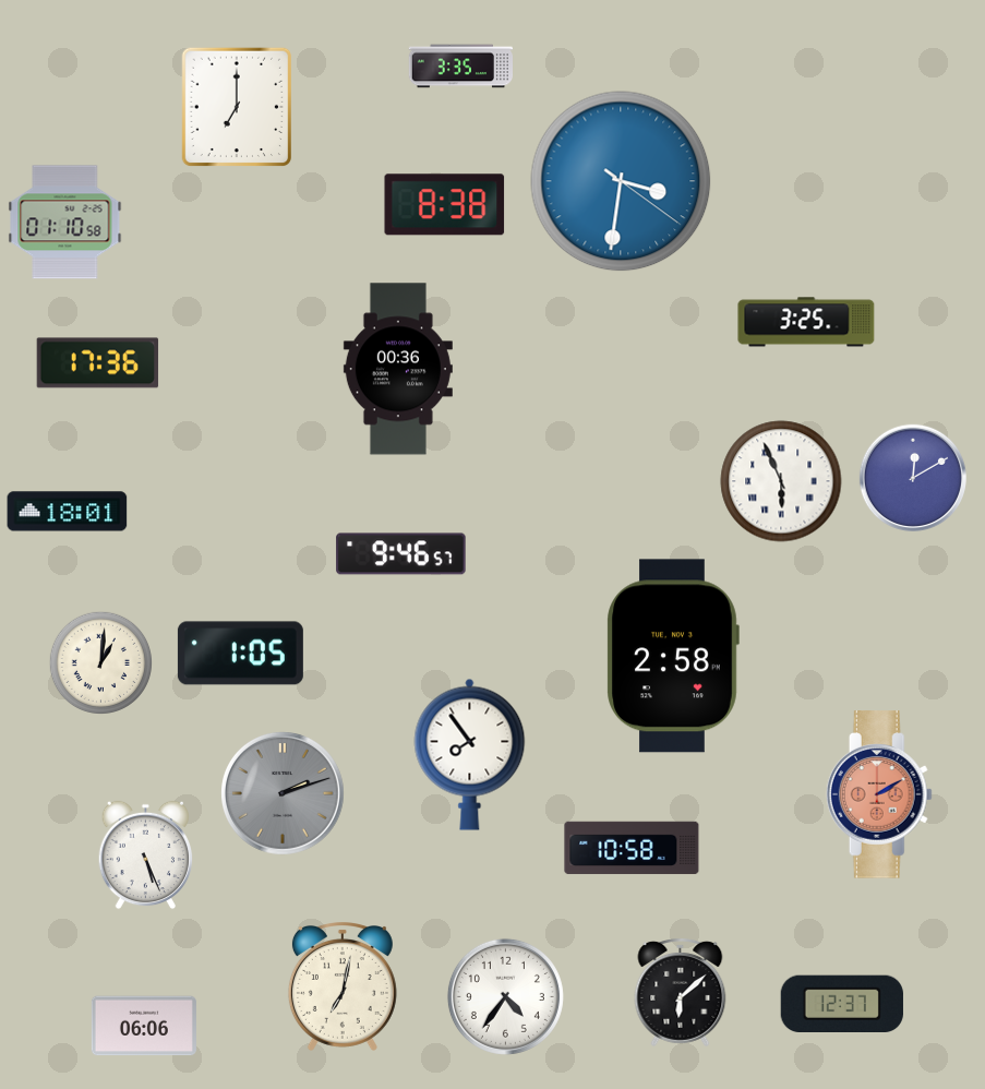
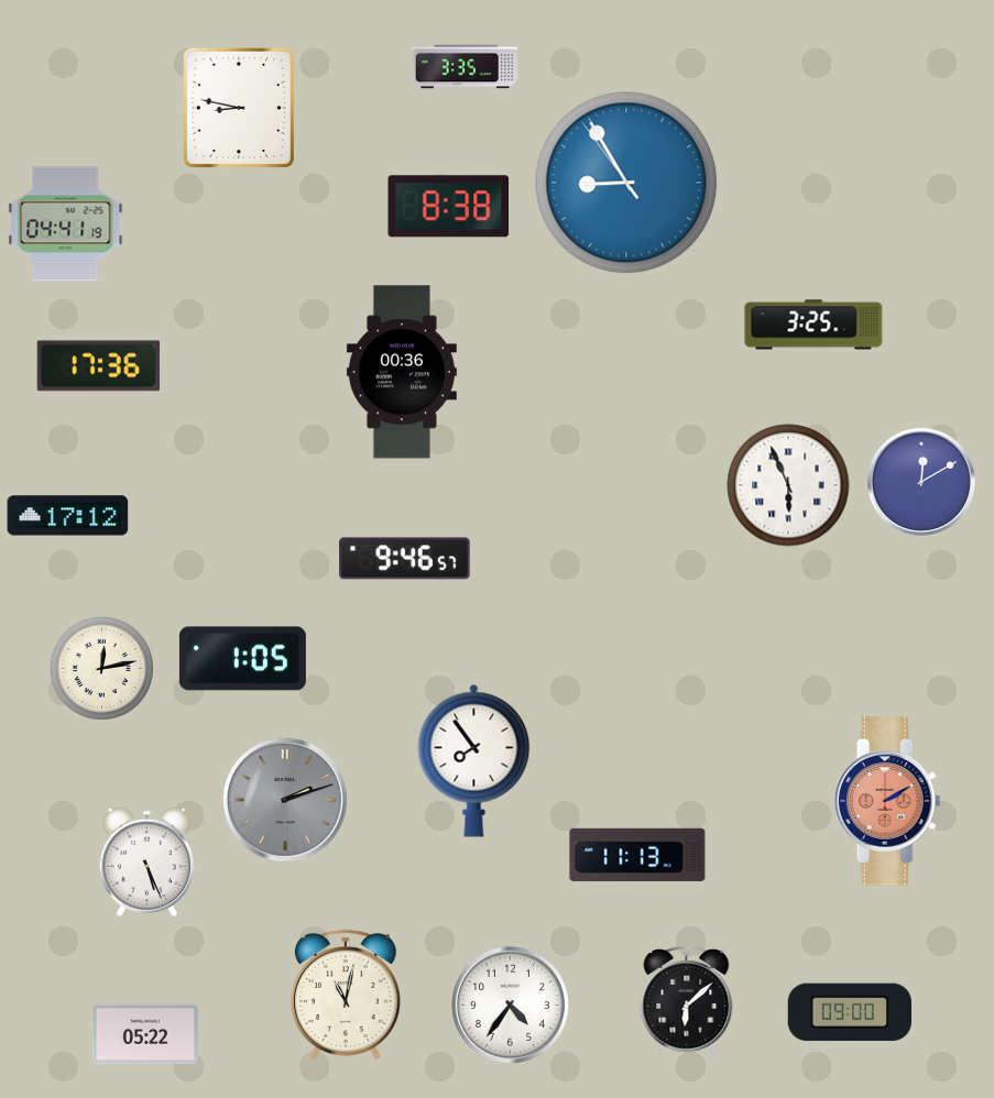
clock at (237, 107): 7:00 -> 8:47
clock at (621, 181): 3:31 -> 8:54
clock at (65, 223): 01:10 -> 04:41
clock at (68, 512): 18:01 -> 17:12
clock at (673, 656): 2:58 -> none
clock at (100, 662): 1:01 -> 12:13
clock at (632, 848): 10:58 -> 11:13
clock at (343, 988): 7:02 -> 11:02
clock at (842, 1004): 12:37 -> 09:00
clock at (144, 1026): 06:06 -> 05:22
